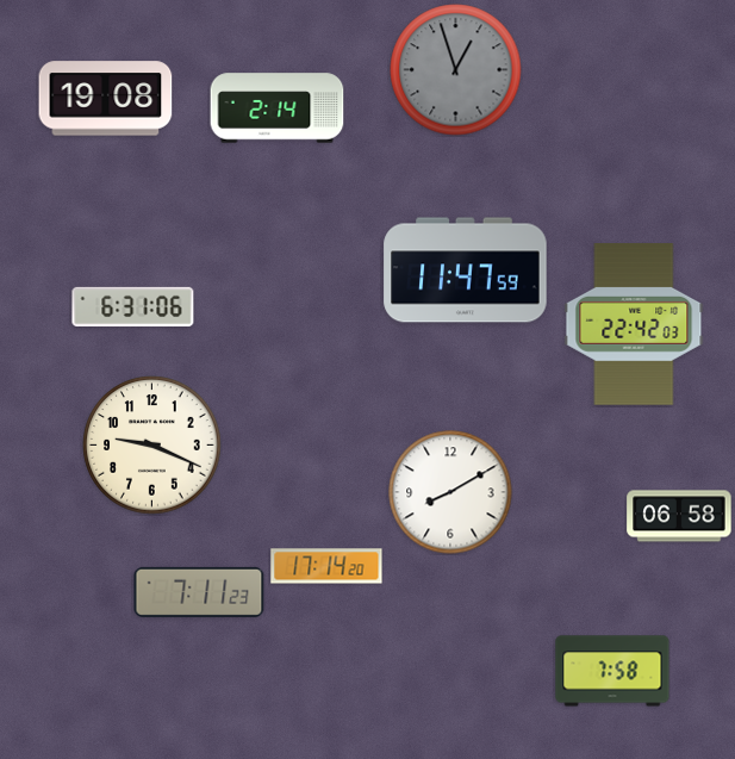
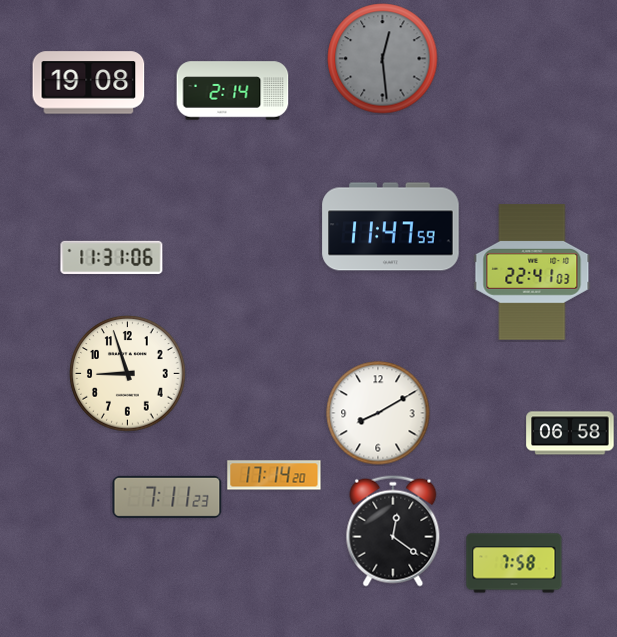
clock at (456, 70): 12:57 -> 12:29
clock at (133, 306): 6:31 -> 11:31
clock at (634, 324): 22:42 -> 22:41
clock at (152, 446): 9:19 -> 8:57
clock at (393, 531): none -> 12:21
